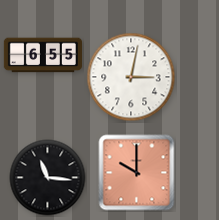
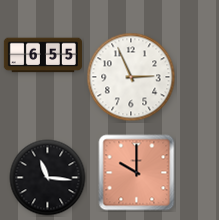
clock at (131, 77): 3:02 -> 2:56
